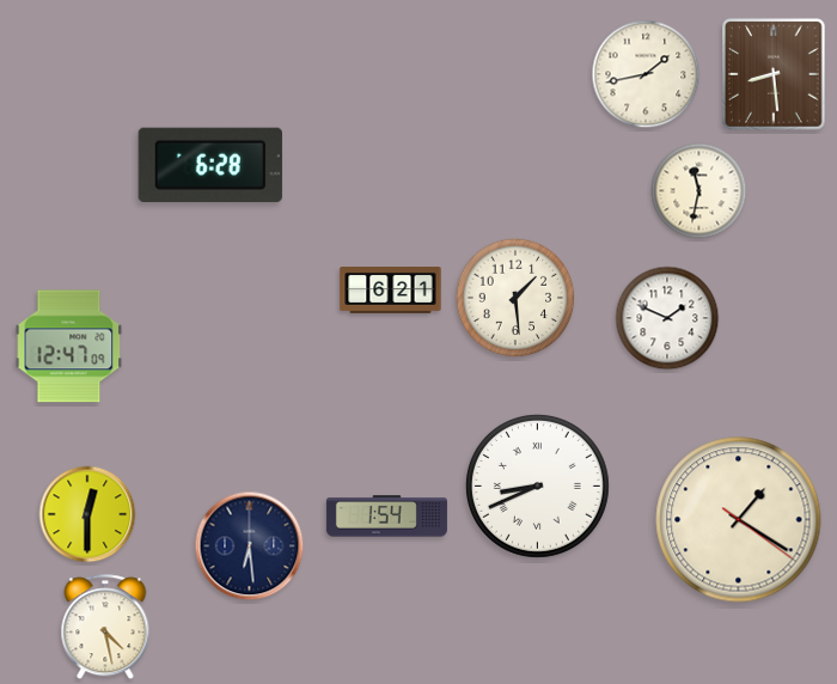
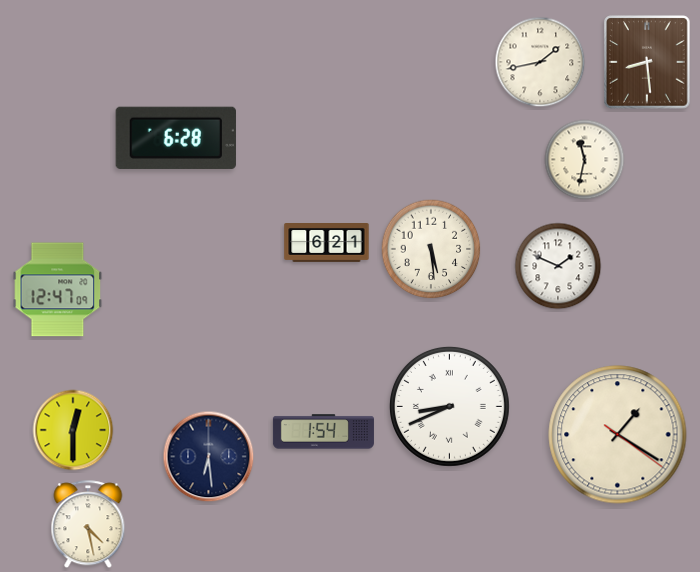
clock at (515, 298): 1:29 -> 5:29
